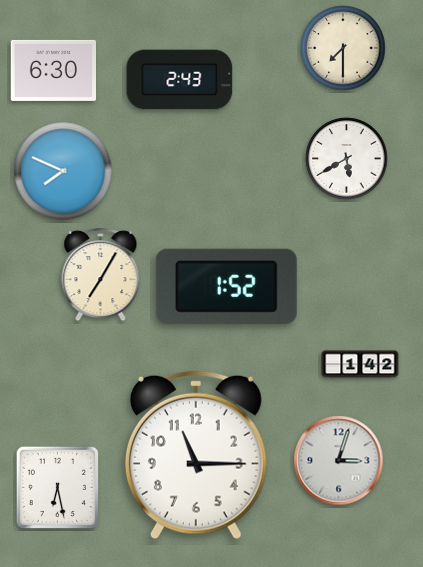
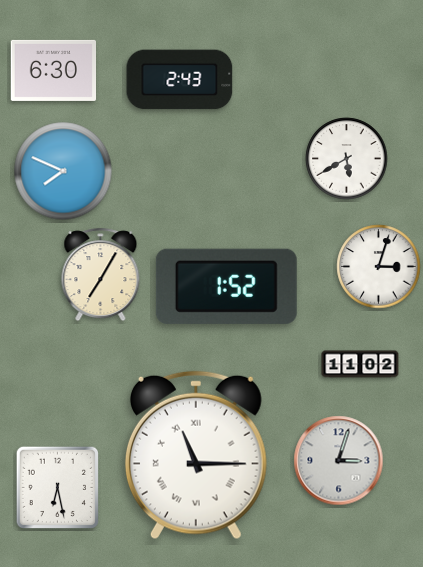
clock at (343, 48): 7:30 -> none
clock at (379, 267): none -> 3:03
clock at (360, 364): 1:42 -> 11:02
clock at (196, 455) numerals: Arabic -> Roman
